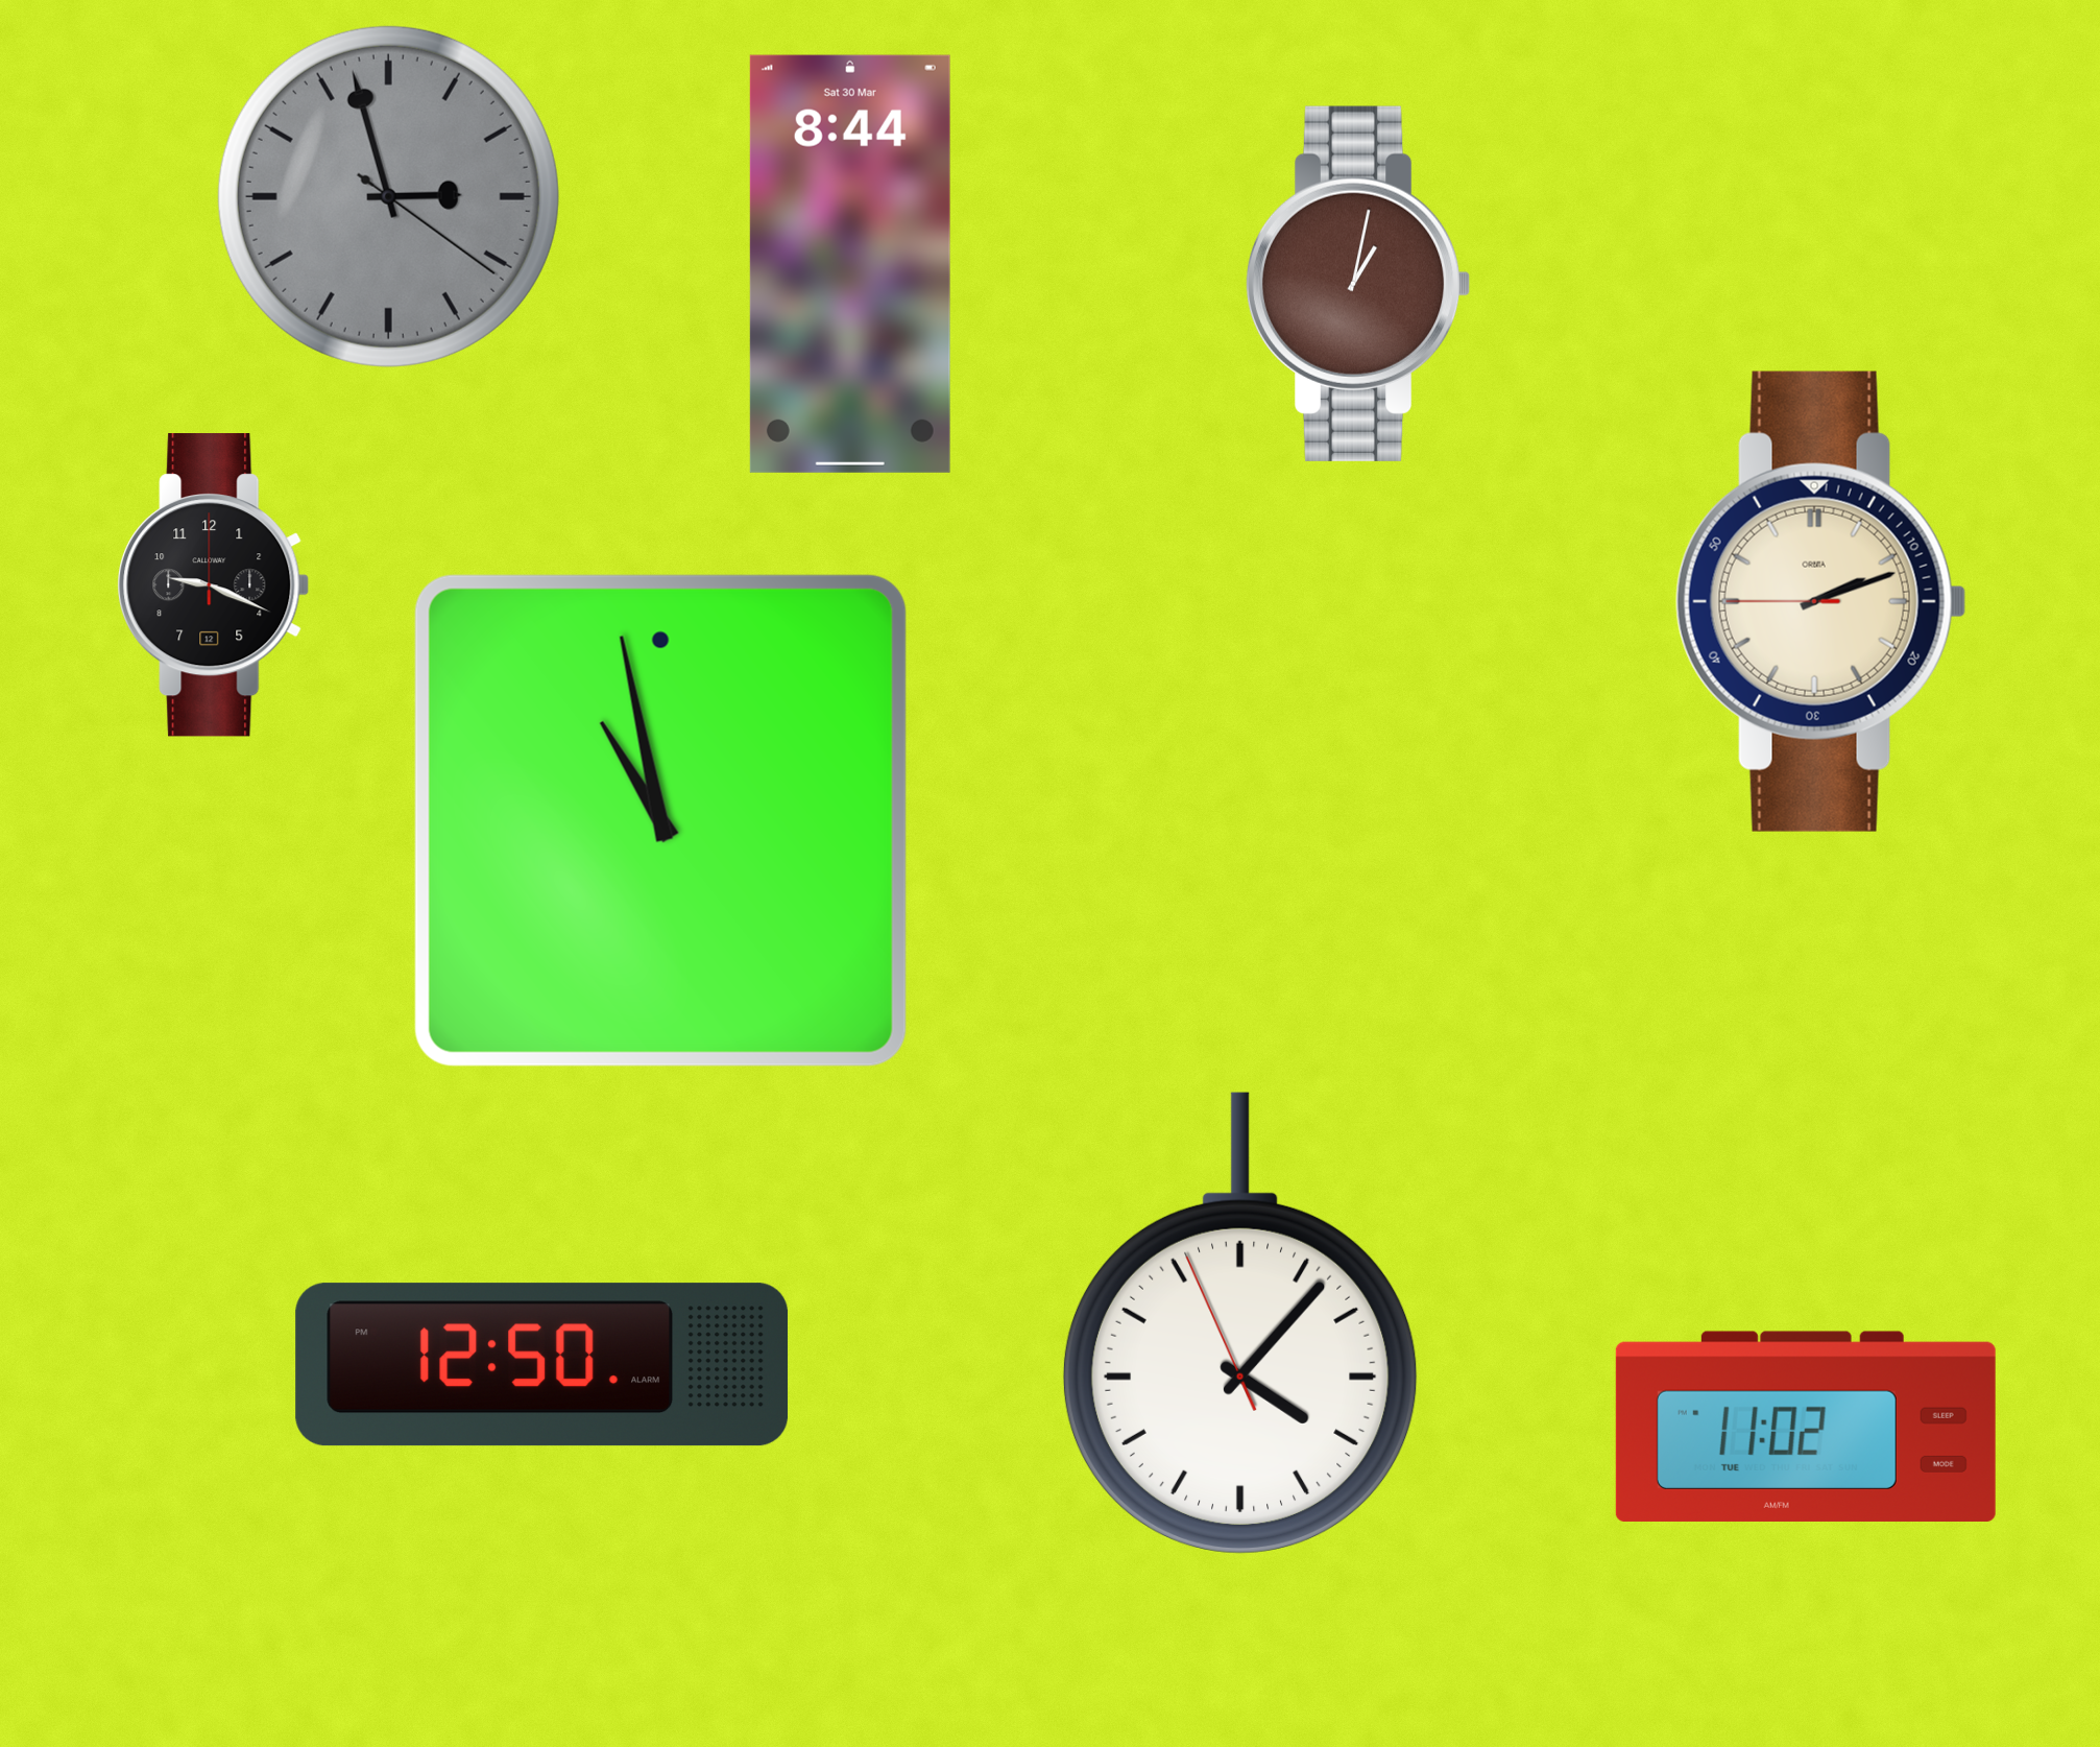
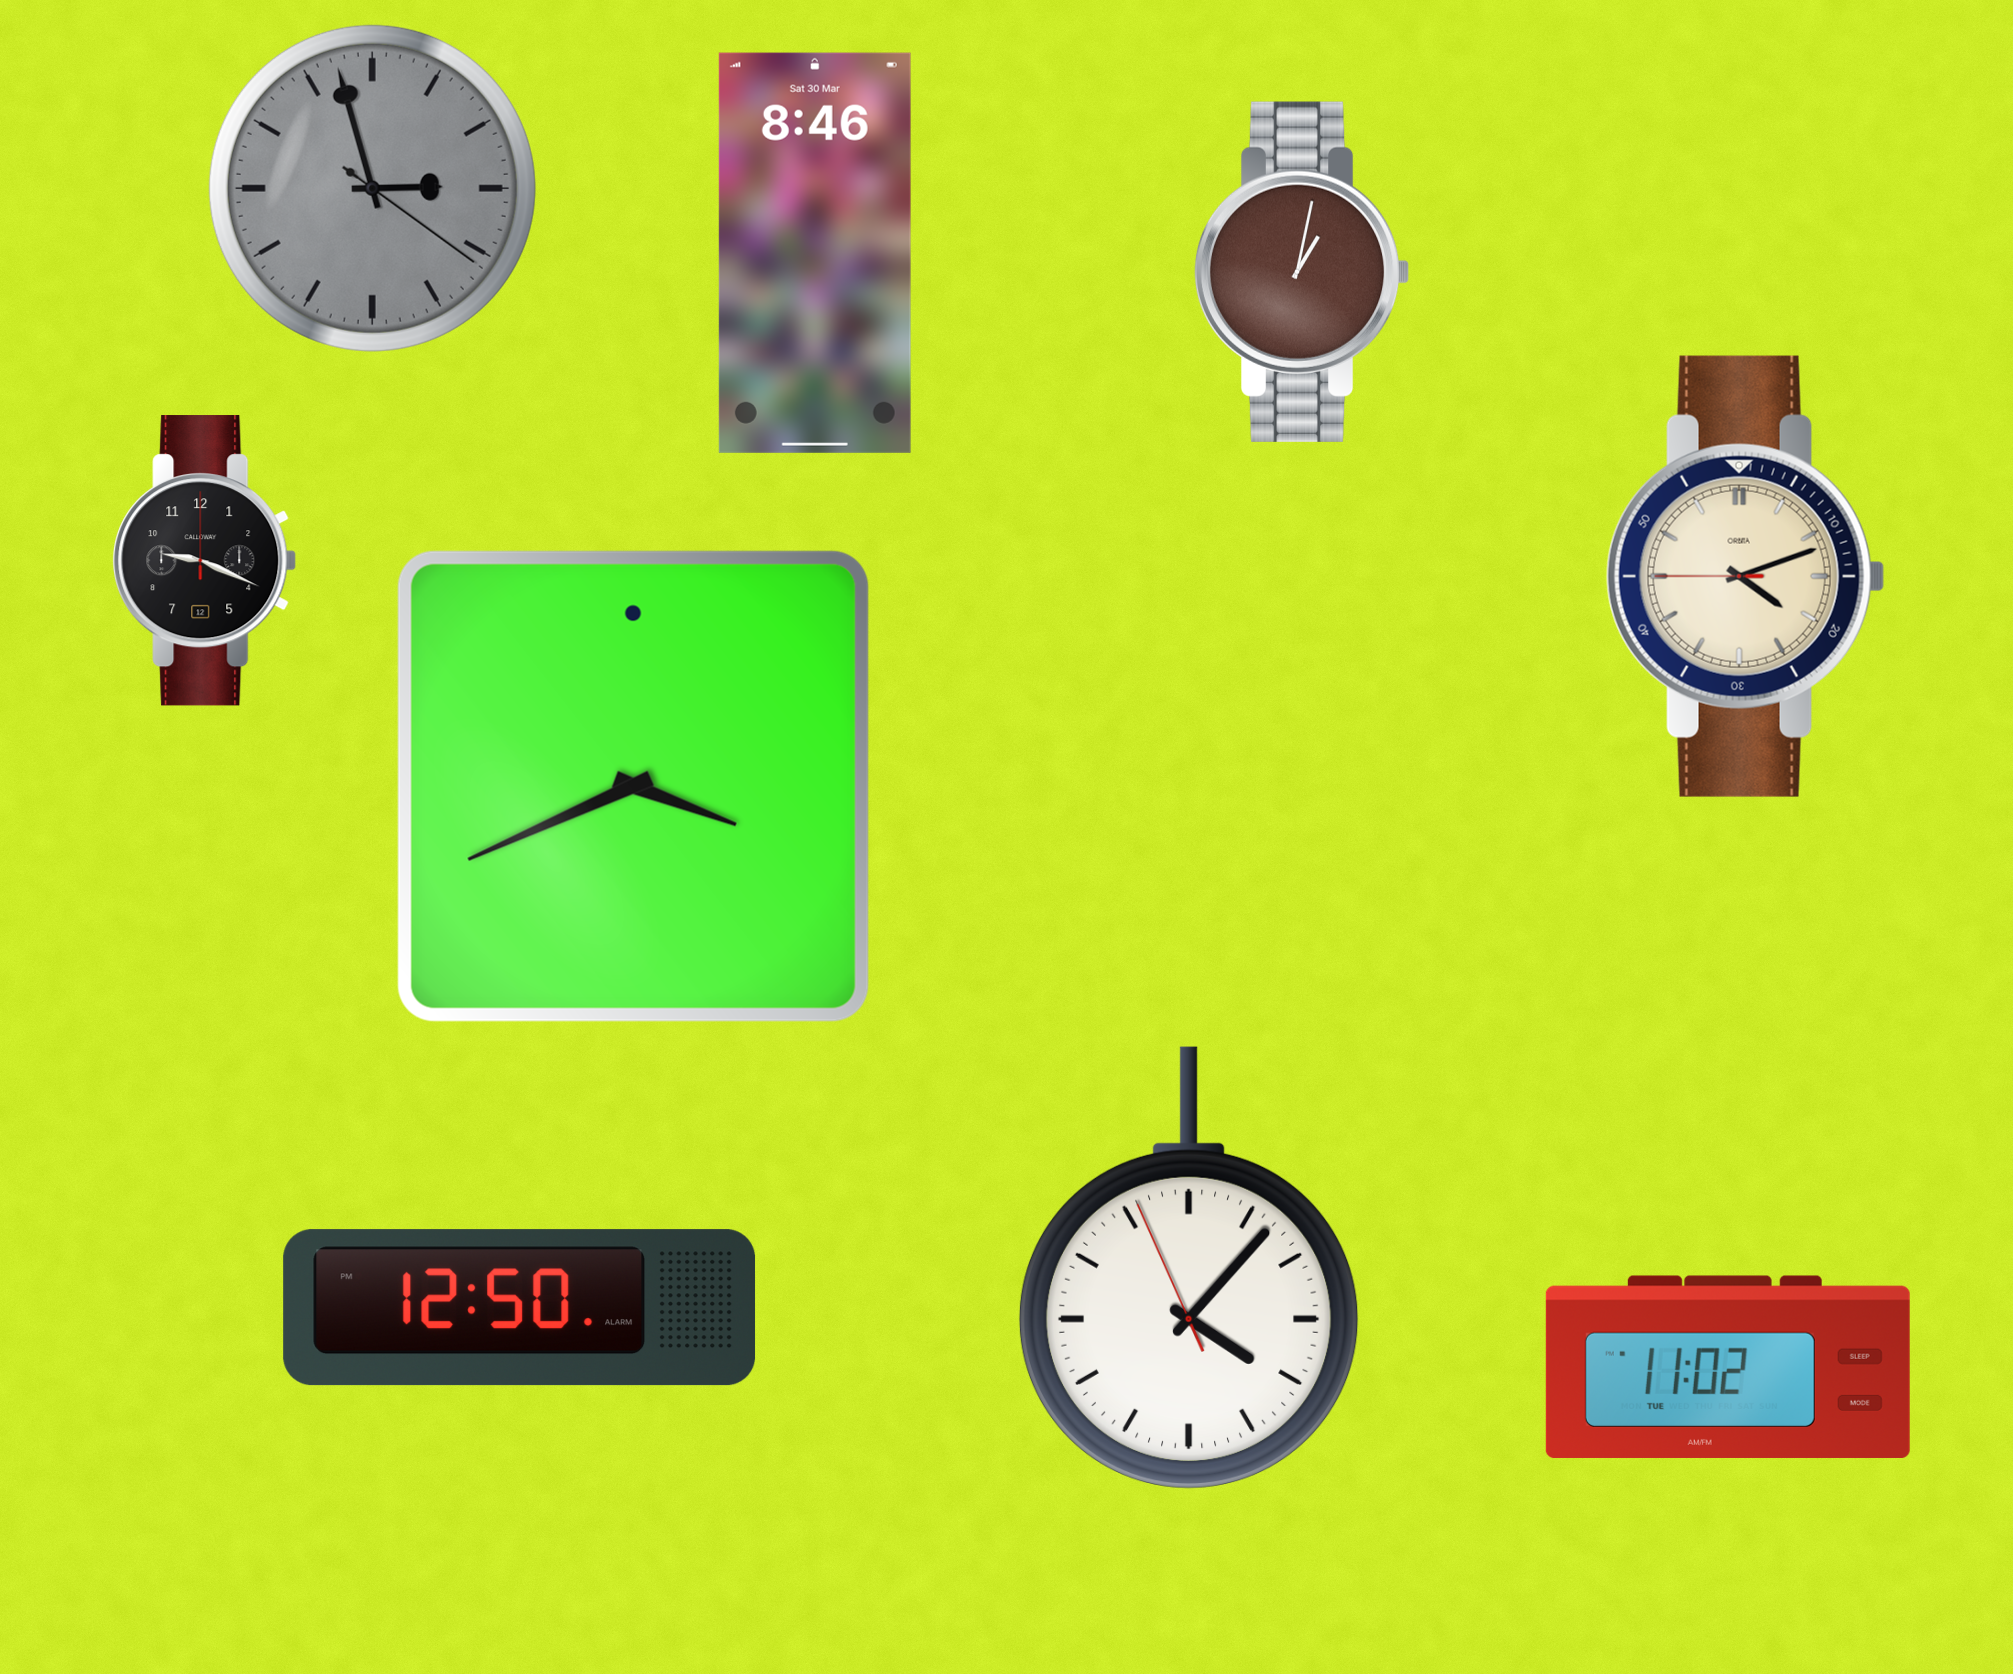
clock at (850, 264): 8:44 -> 8:46
clock at (1820, 601): 2:11 -> 4:11
clock at (660, 820): 10:58 -> 3:41
clock at (1806, 1427) position: (1806, 1427) -> (1728, 1367)
